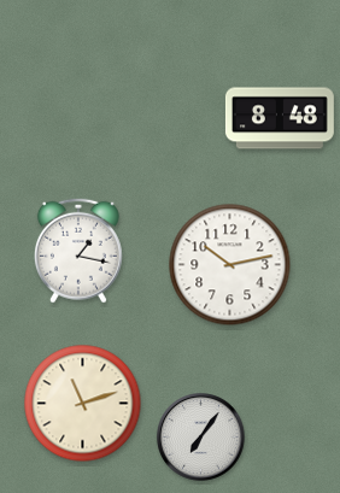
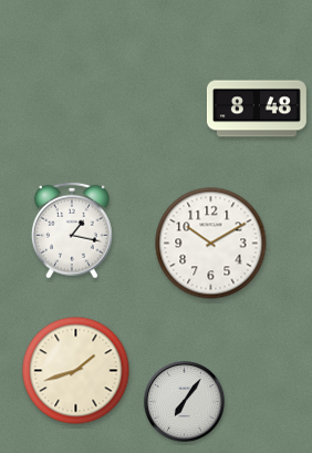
clock at (230, 265): 10:13 -> 10:10
clock at (83, 404): 11:12 -> 1:42
